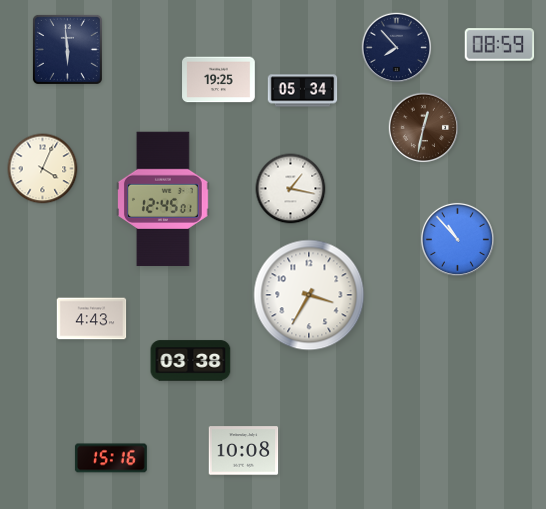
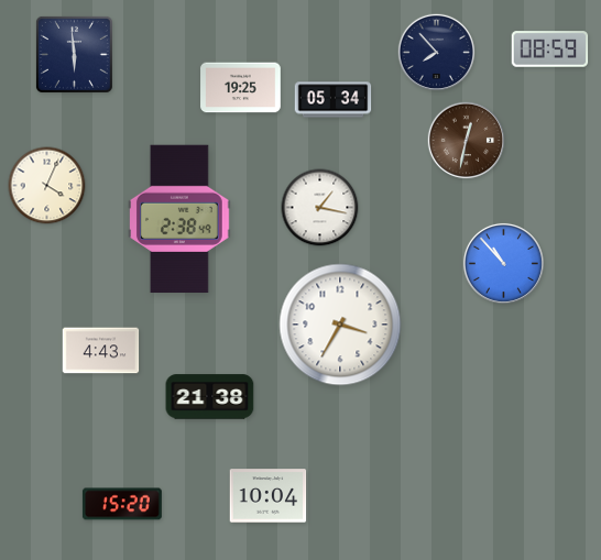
clock at (164, 199): 12:45 -> 2:38
clock at (191, 361): 03:38 -> 21:38
clock at (244, 451): 10:08 -> 10:04
clock at (111, 458): 15:16 -> 15:20
